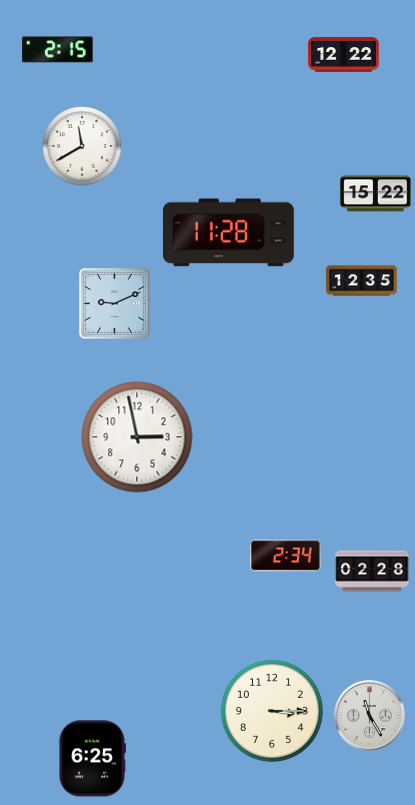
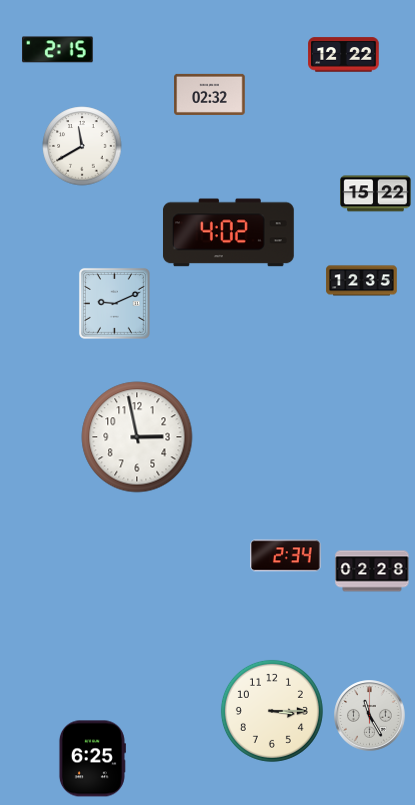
clock at (210, 94): none -> 02:32
clock at (228, 233): 11:28 -> 4:02
